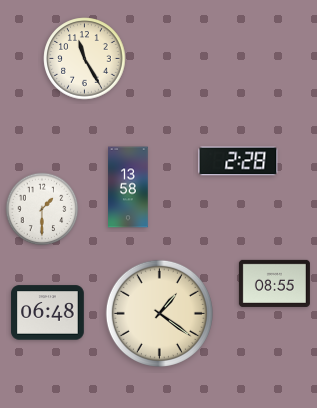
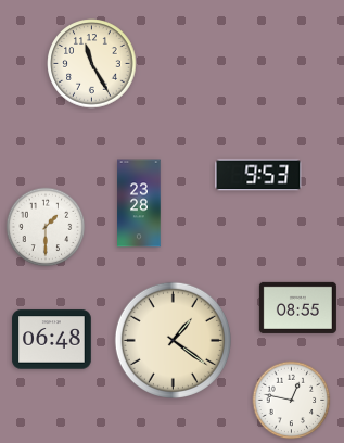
clock at (238, 161): 2:28 -> 9:53
clock at (128, 187): 13:58 -> 23:28
clock at (292, 401): none -> 12:47
